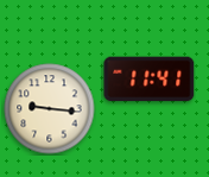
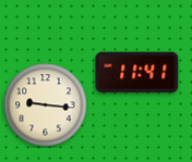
clock at (50, 109) position: (50, 109) -> (46, 105)
